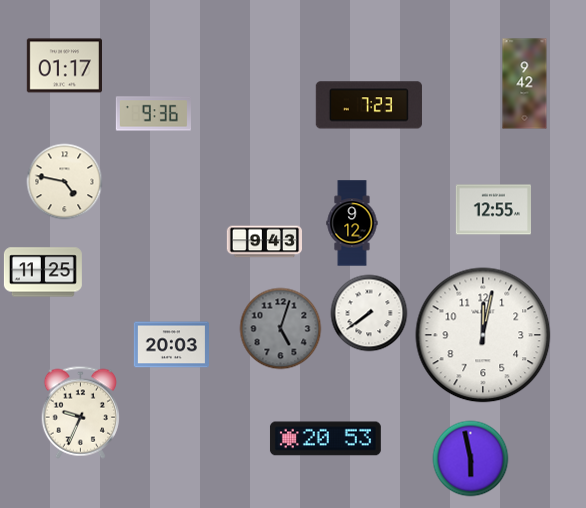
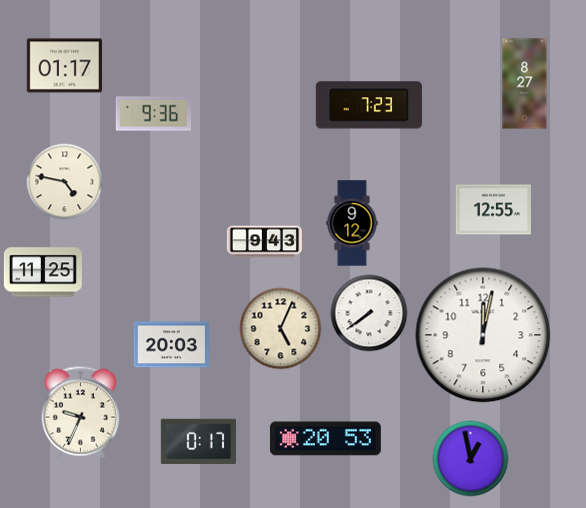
clock at (525, 84): 9:42 -> 8:27
clock at (281, 329): 5:03 -> 5:04
clock at (281, 329) dial: grey -> cream
clock at (198, 442): none -> 0:17
clock at (471, 459): 5:58 -> 12:58
